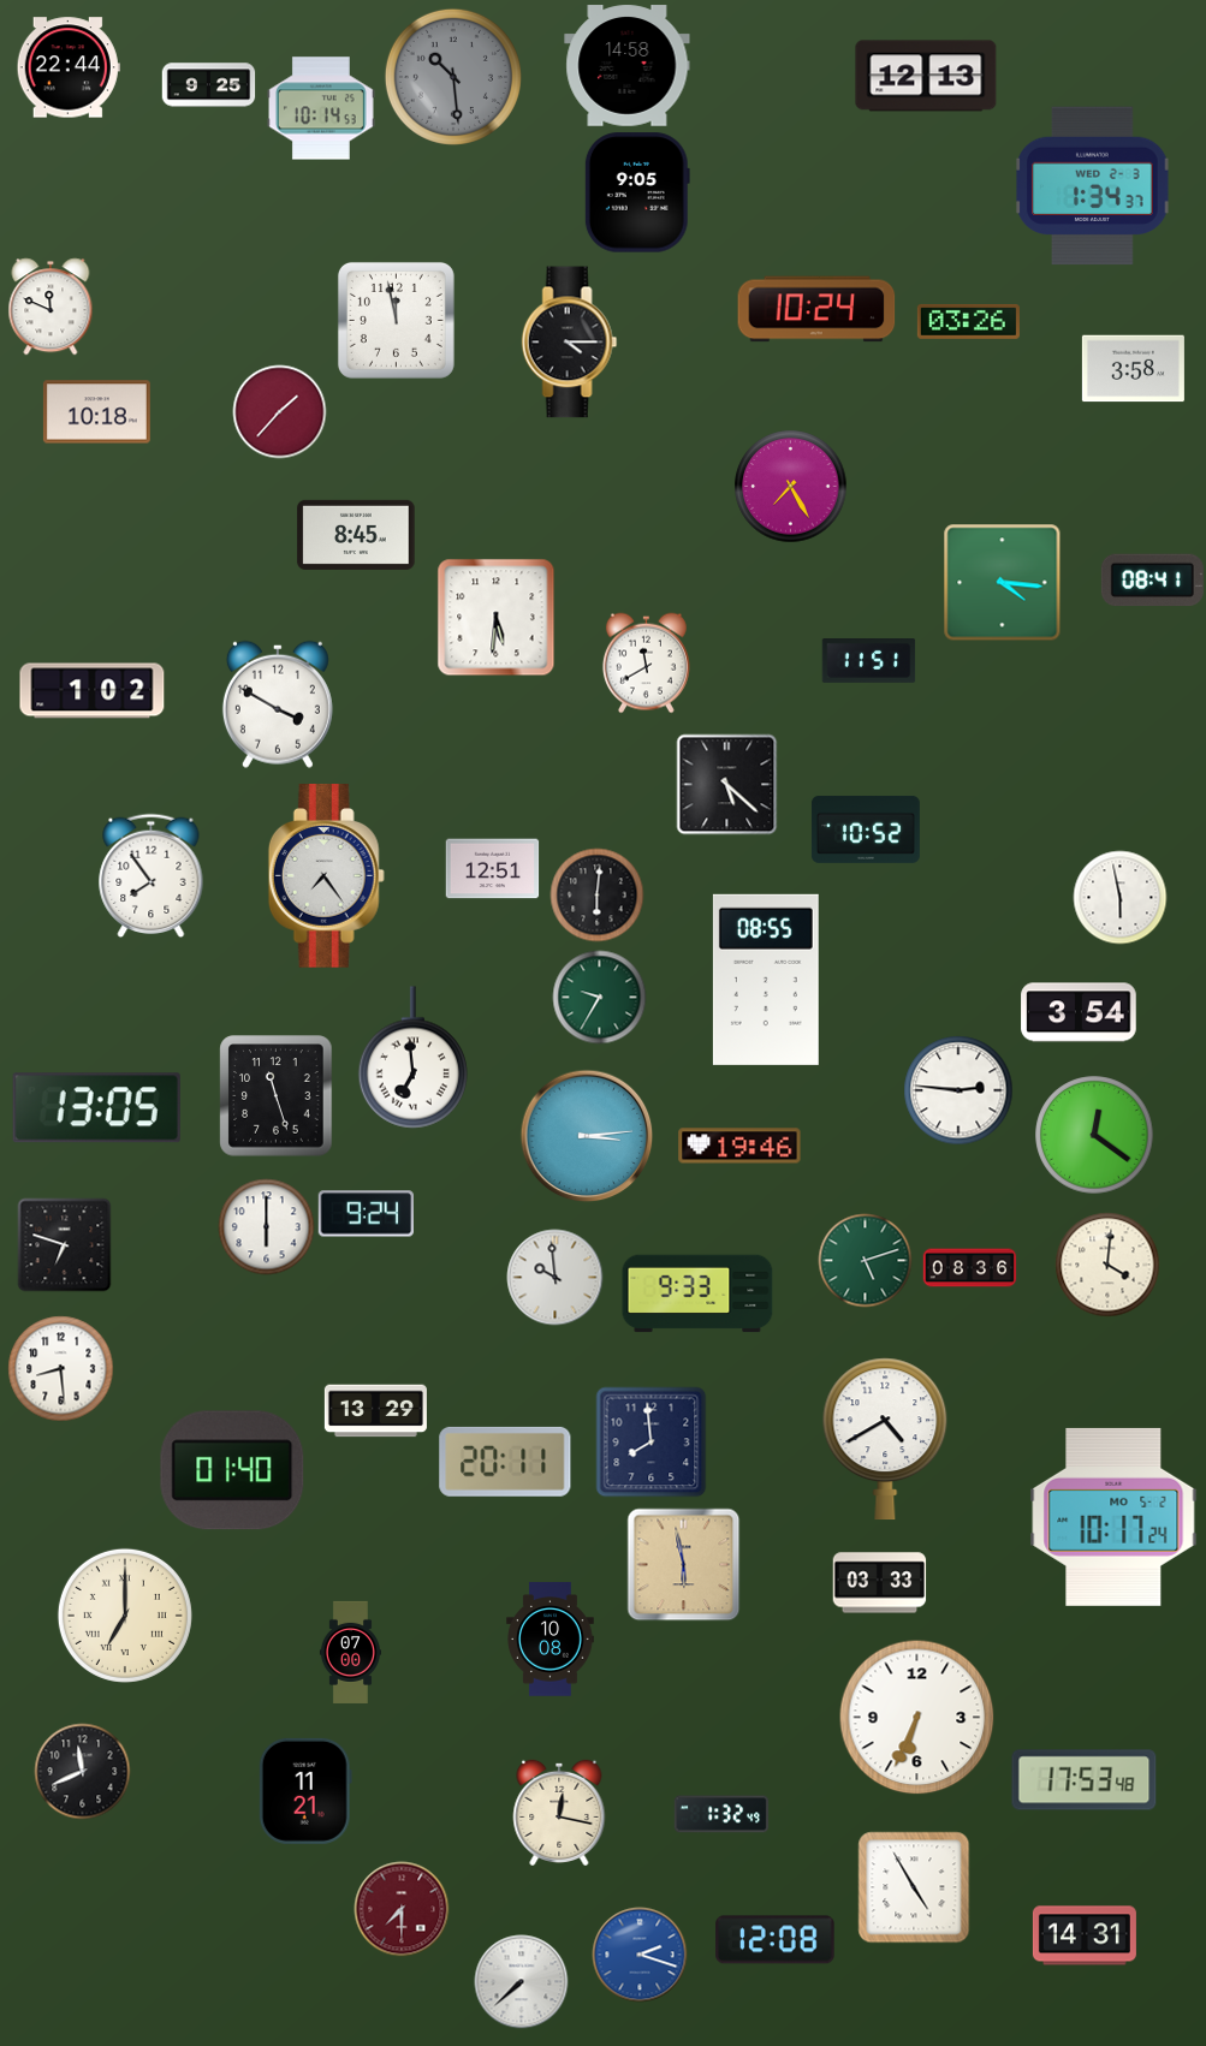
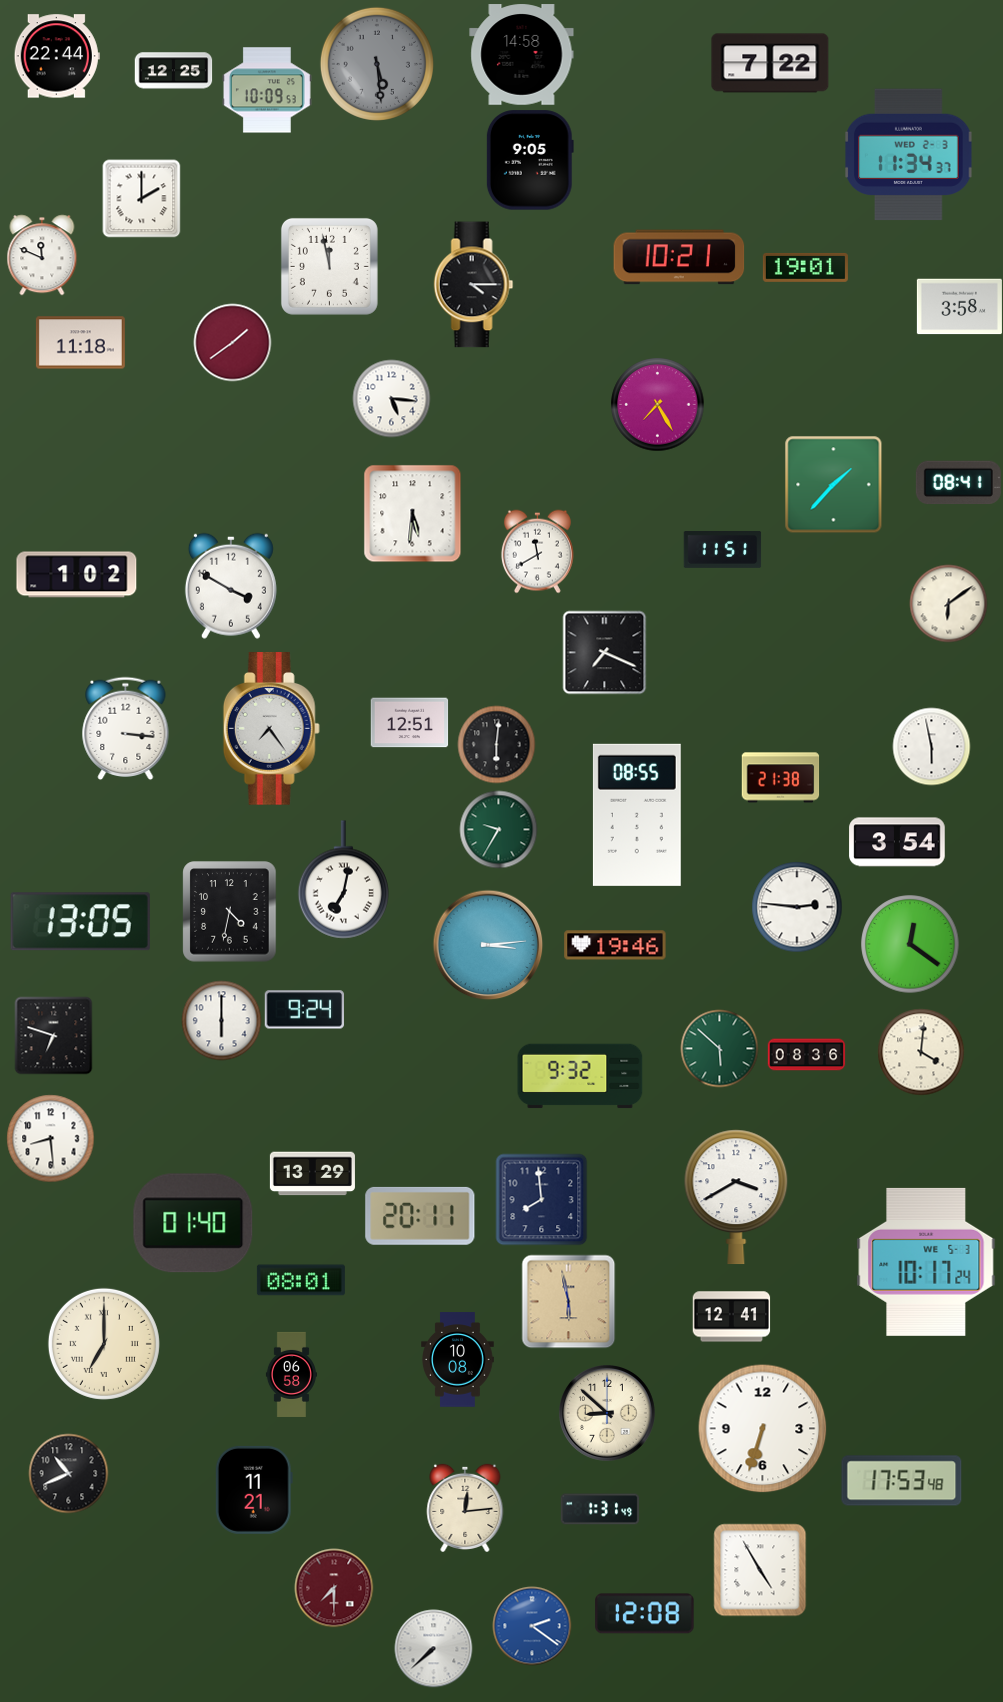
clock at (926, 76): 12:13 -> 7:22
clock at (453, 77): 10:29 -> 5:29
clock at (208, 85): 9:25 -> 12:25
clock at (321, 108): 10:14 -> 10:09
clock at (1093, 186): 1:34 -> 11:34
clock at (141, 198): none -> 2:00
clock at (816, 309): 10:24 -> 10:21
clock at (968, 321): 03:26 -> 19:01
clock at (1133, 369) position: (1133, 369) -> (959, 307)
clock at (279, 411): 1:37 -> 1:39
clock at (96, 412): 10:18 -> 11:18
clock at (391, 398): none -> 5:16
clock at (356, 535): 8:45 -> none
clock at (1002, 582): 4:16 -> 1:37
clock at (948, 603): none -> 6:09
clock at (726, 784): 5:22 -> 7:19
clock at (866, 829): 10:52 -> none
clock at (152, 875): 7:54 -> 3:16
clock at (780, 778): none -> 21:38
clock at (412, 1058): 6:59 -> 7:02
clock at (277, 1096): 11:27 -> 4:32
clock at (739, 1146) position: (739, 1146) -> (615, 945)
clock at (865, 1260): 5:12 -> 5:52
clock at (554, 1277): 9:59 -> none
clock at (697, 1293): 9:33 -> 9:32
clock at (885, 1439): 4:40 -> 3:40
clock at (1113, 1517) date: MO 5-2 -> WE 5-3
clock at (301, 1280): none -> 08:01
clock at (879, 1583): 03:33 -> 12:41
clock at (551, 1640) position: (551, 1640) -> (458, 1360)
clock at (350, 1652): 07:00 -> 06:58
clock at (608, 1414): none -> 8:52
clock at (916, 1717): 6:34 -> 6:33
clock at (82, 1771): 11:41 -> 10:41
clock at (559, 1813): 12:17 -> 12:14
clock at (721, 1814): 1:32 -> 1:31
clock at (1085, 1935): 14:31 -> none
clock at (640, 1955): 2:18 -> 2:21
